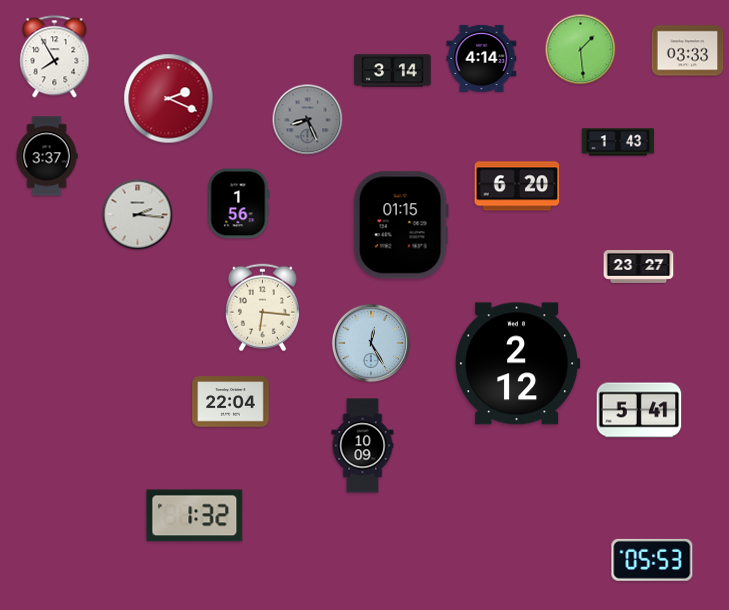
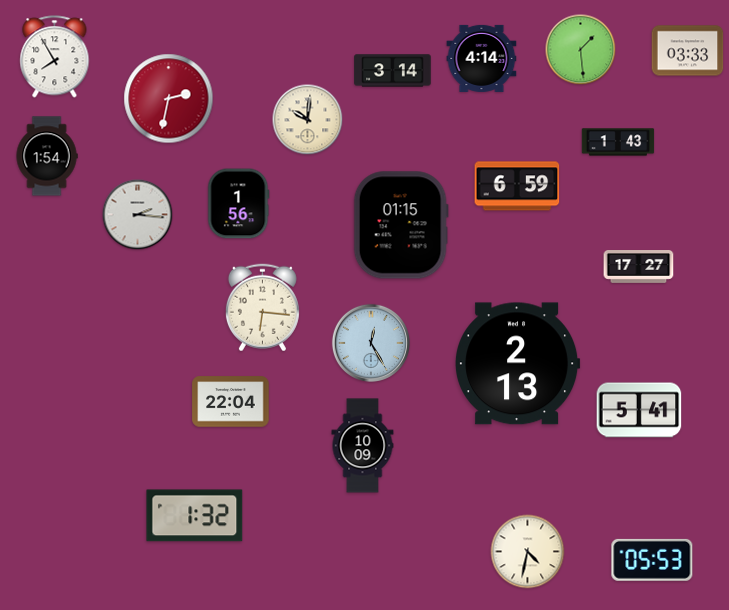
clock at (169, 99): 2:19 -> 2:32
clock at (308, 120): 8:26 -> 10:01
clock at (308, 120) dial: grey -> cream
clock at (47, 156): 3:37 -> 1:54
clock at (517, 186): 6:20 -> 6:59
clock at (639, 267): 23:27 -> 17:27
clock at (518, 364): 2:12 -> 2:13
clock at (528, 552): none -> 4:32
